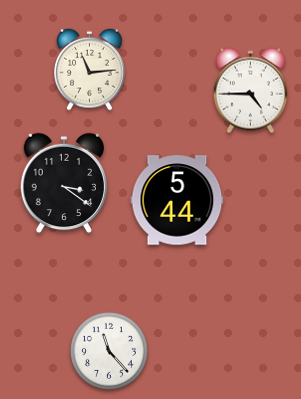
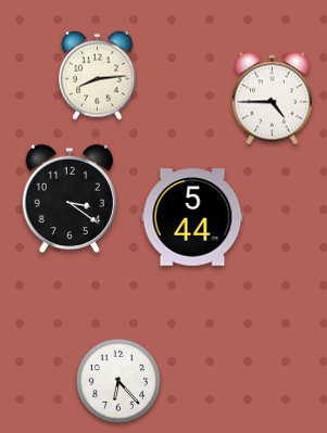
clock at (90, 69): 11:14 -> 8:14
clock at (110, 352): 11:23 -> 6:23
